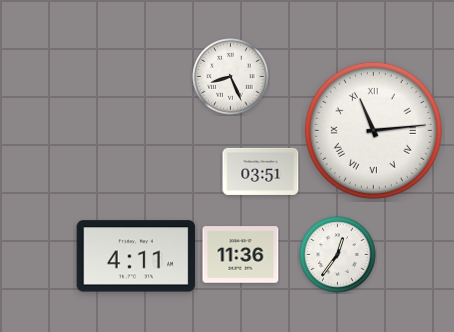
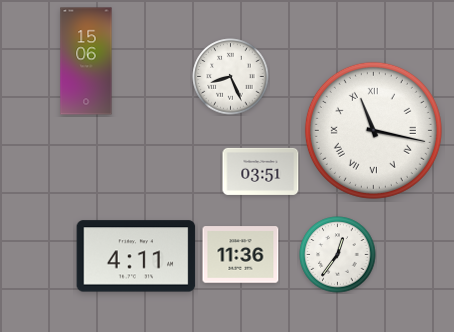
clock at (86, 61): none -> 15:06
clock at (373, 130): 11:14 -> 11:17
